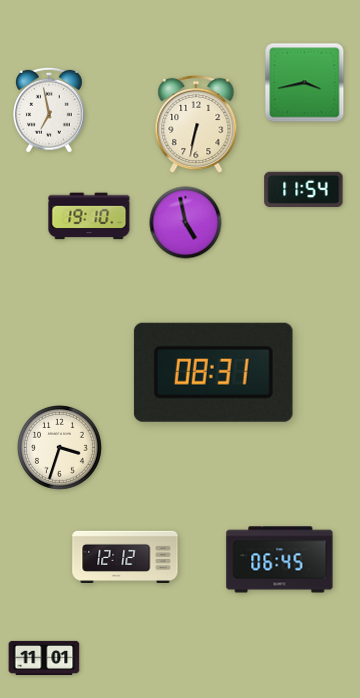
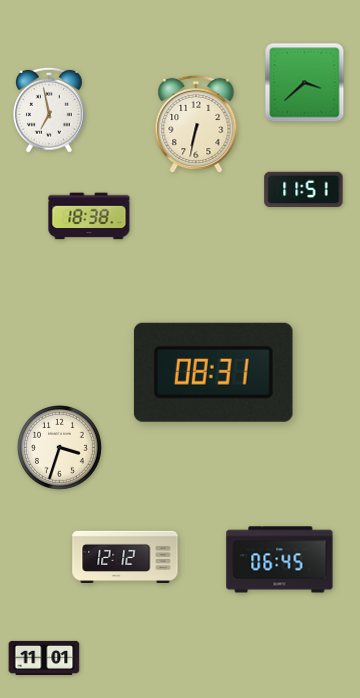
clock at (305, 83): 3:43 -> 3:38
clock at (304, 189): 11:54 -> 11:51
clock at (89, 216): 19:10 -> 18:38
clock at (186, 223): 4:58 -> none
